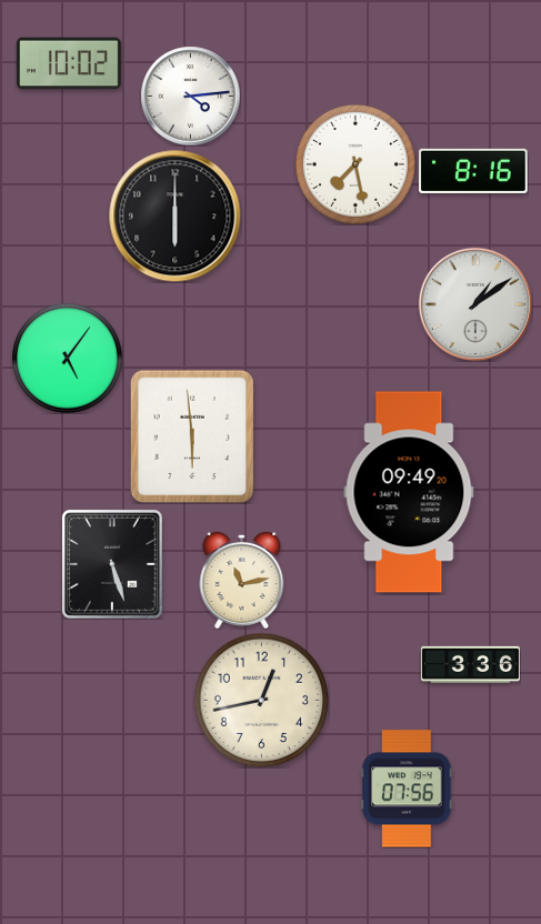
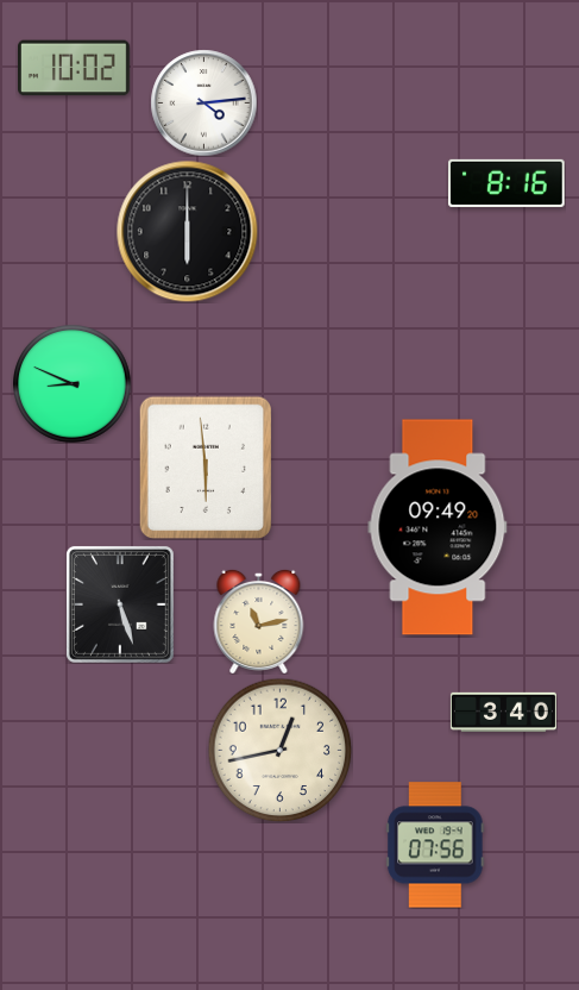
clock at (355, 164): 7:28 -> none
clock at (475, 304): 1:09 -> none
clock at (68, 359): 5:06 -> 8:49
clock at (470, 664): 3:36 -> 3:40
